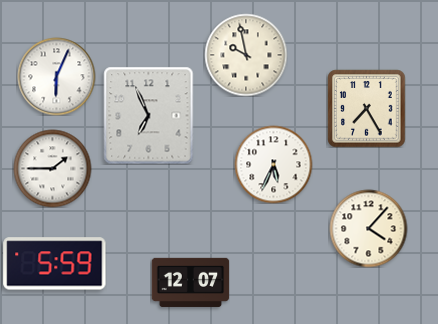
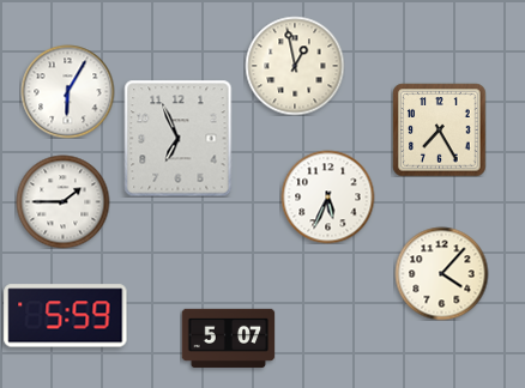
clock at (246, 55): 9:58 -> 12:58
clock at (56, 76): 6:04 -> 6:05
clock at (190, 282): 12:07 -> 5:07
